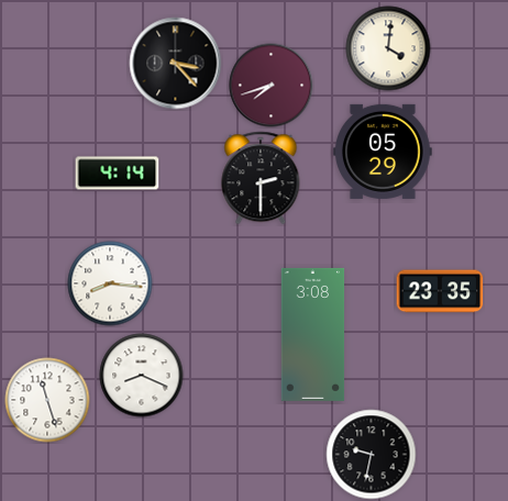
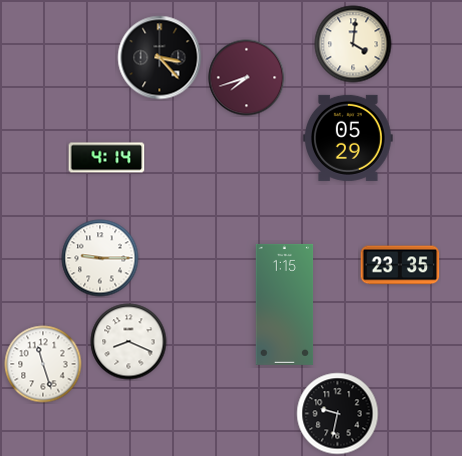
clock at (261, 178): 2:30 -> none
clock at (110, 283): 8:16 -> 9:15
clock at (313, 334): 3:08 -> 1:15
